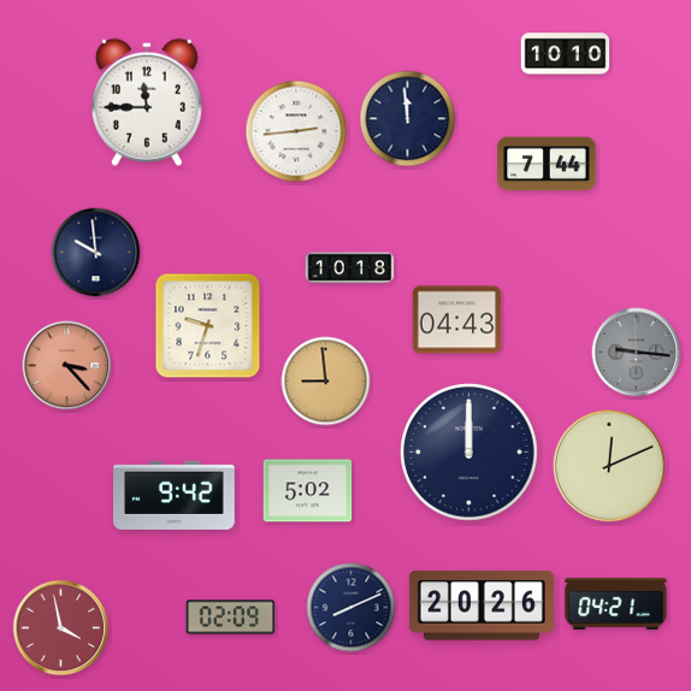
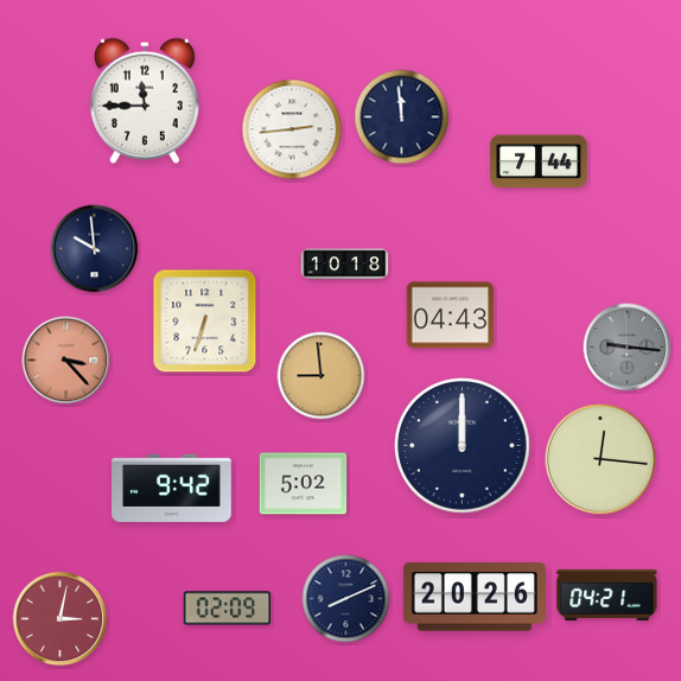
clock at (566, 54): 10:10 -> none
clock at (208, 326): 9:33 -> 6:33
clock at (609, 466): 12:11 -> 12:16
clock at (61, 628): 3:58 -> 3:02
